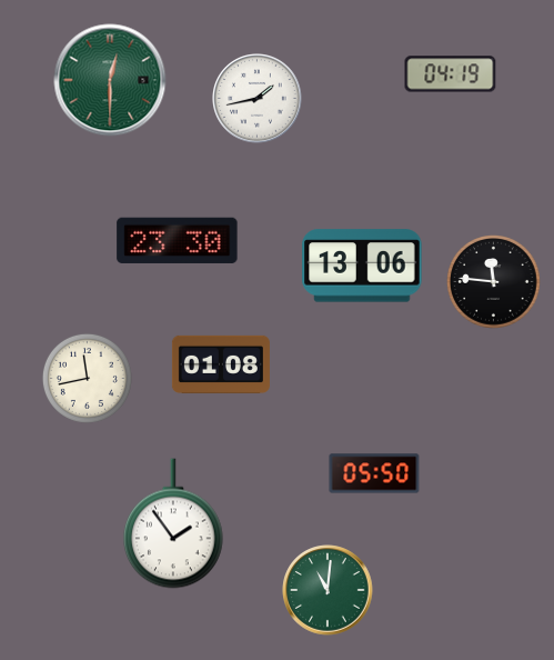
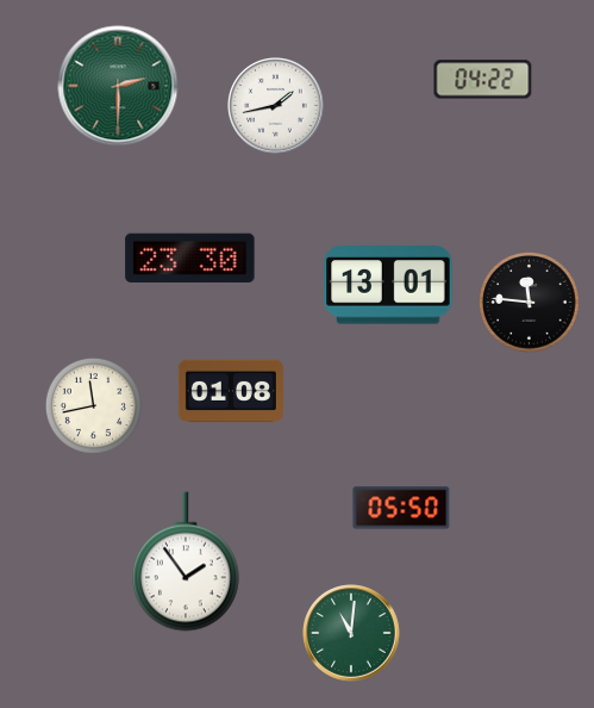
clock at (451, 74): 04:19 -> 04:22
clock at (110, 80): 12:30 -> 2:30
clock at (362, 266): 13:06 -> 13:01
clock at (221, 364) position: (221, 364) -> (231, 391)
